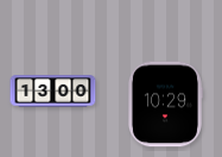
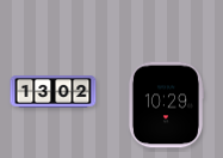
clock at (53, 92): 13:00 -> 13:02
